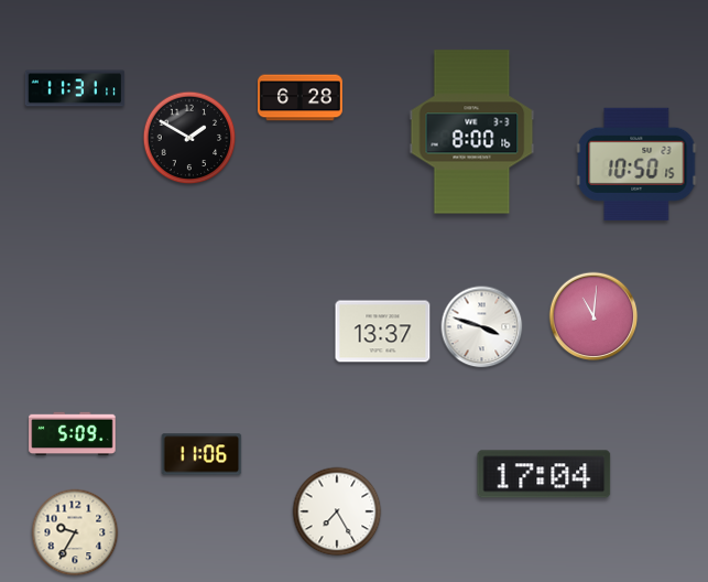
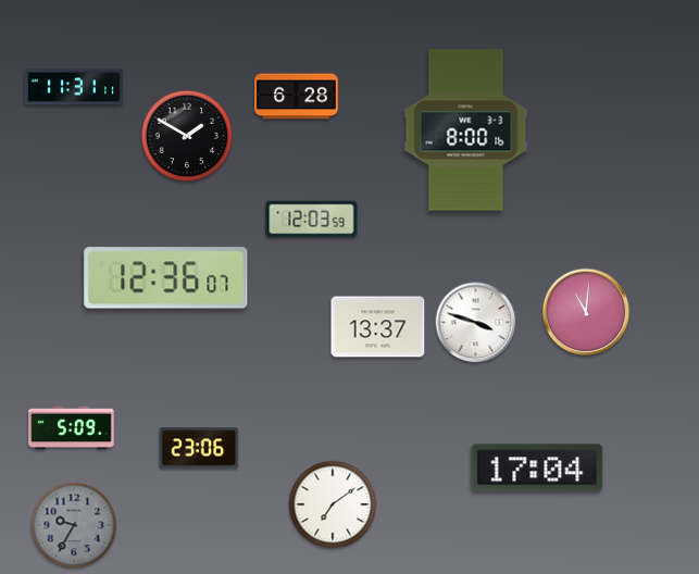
clock at (636, 164): 10:50 -> none
clock at (312, 220): none -> 12:03
clock at (166, 278): none -> 12:36
clock at (201, 454): 11:06 -> 23:06
clock at (337, 511): 7:25 -> 7:09
clock at (75, 532) dial: cream -> grey
